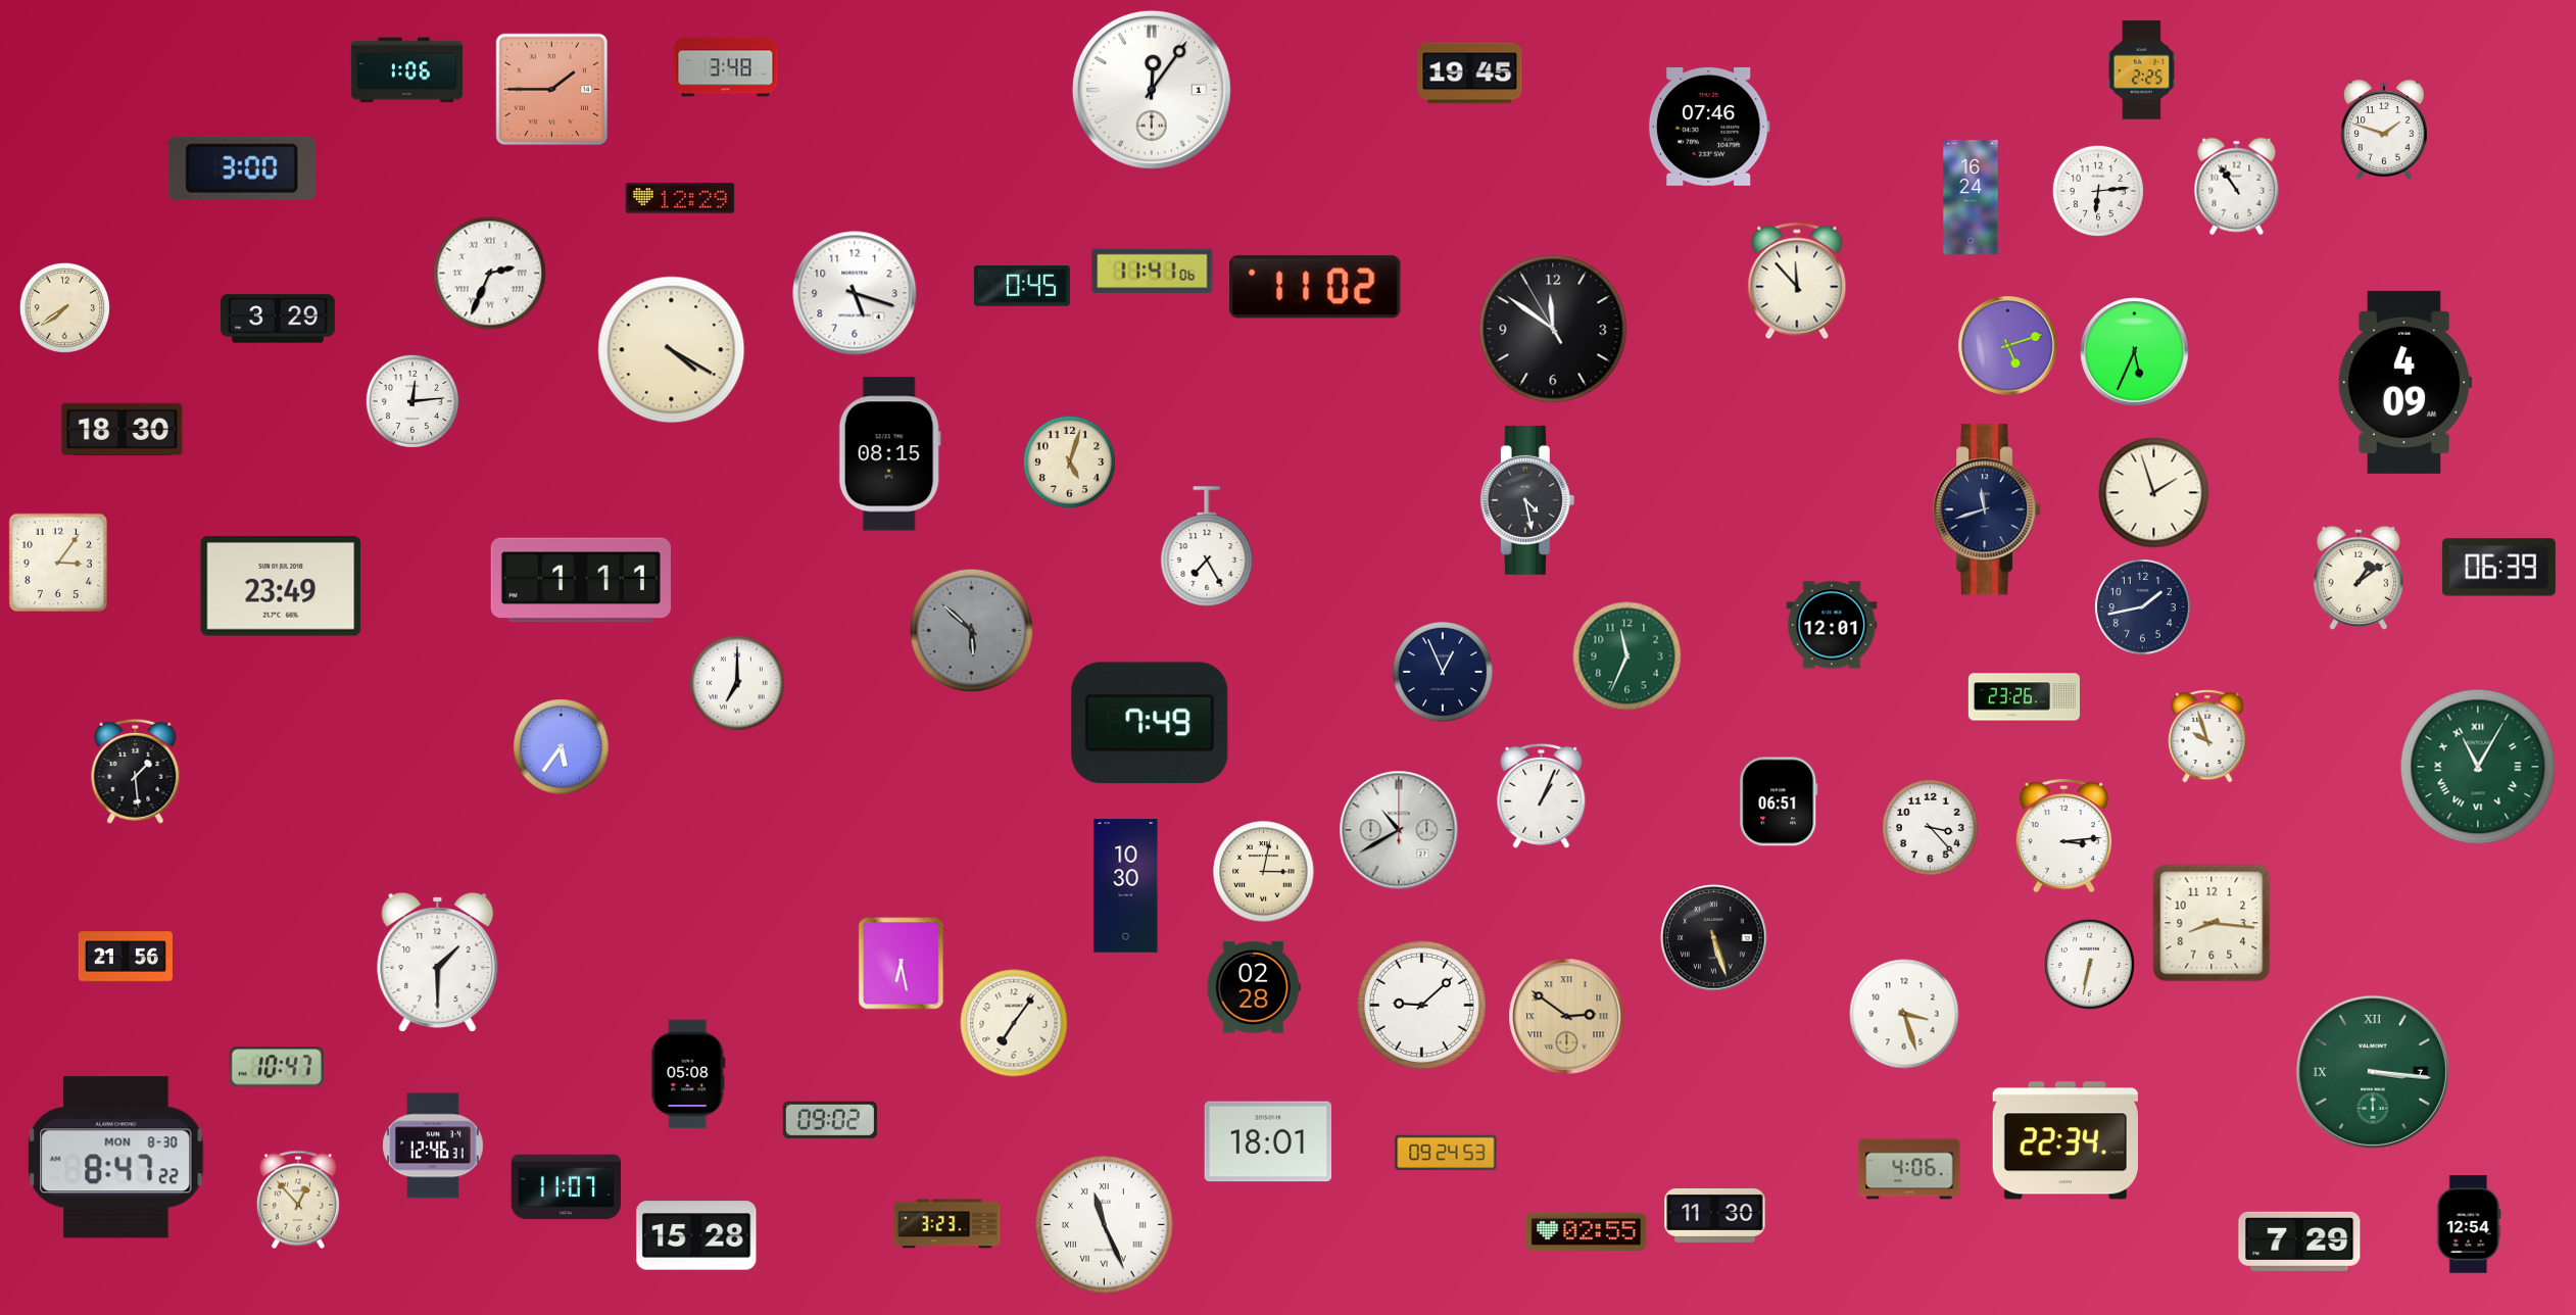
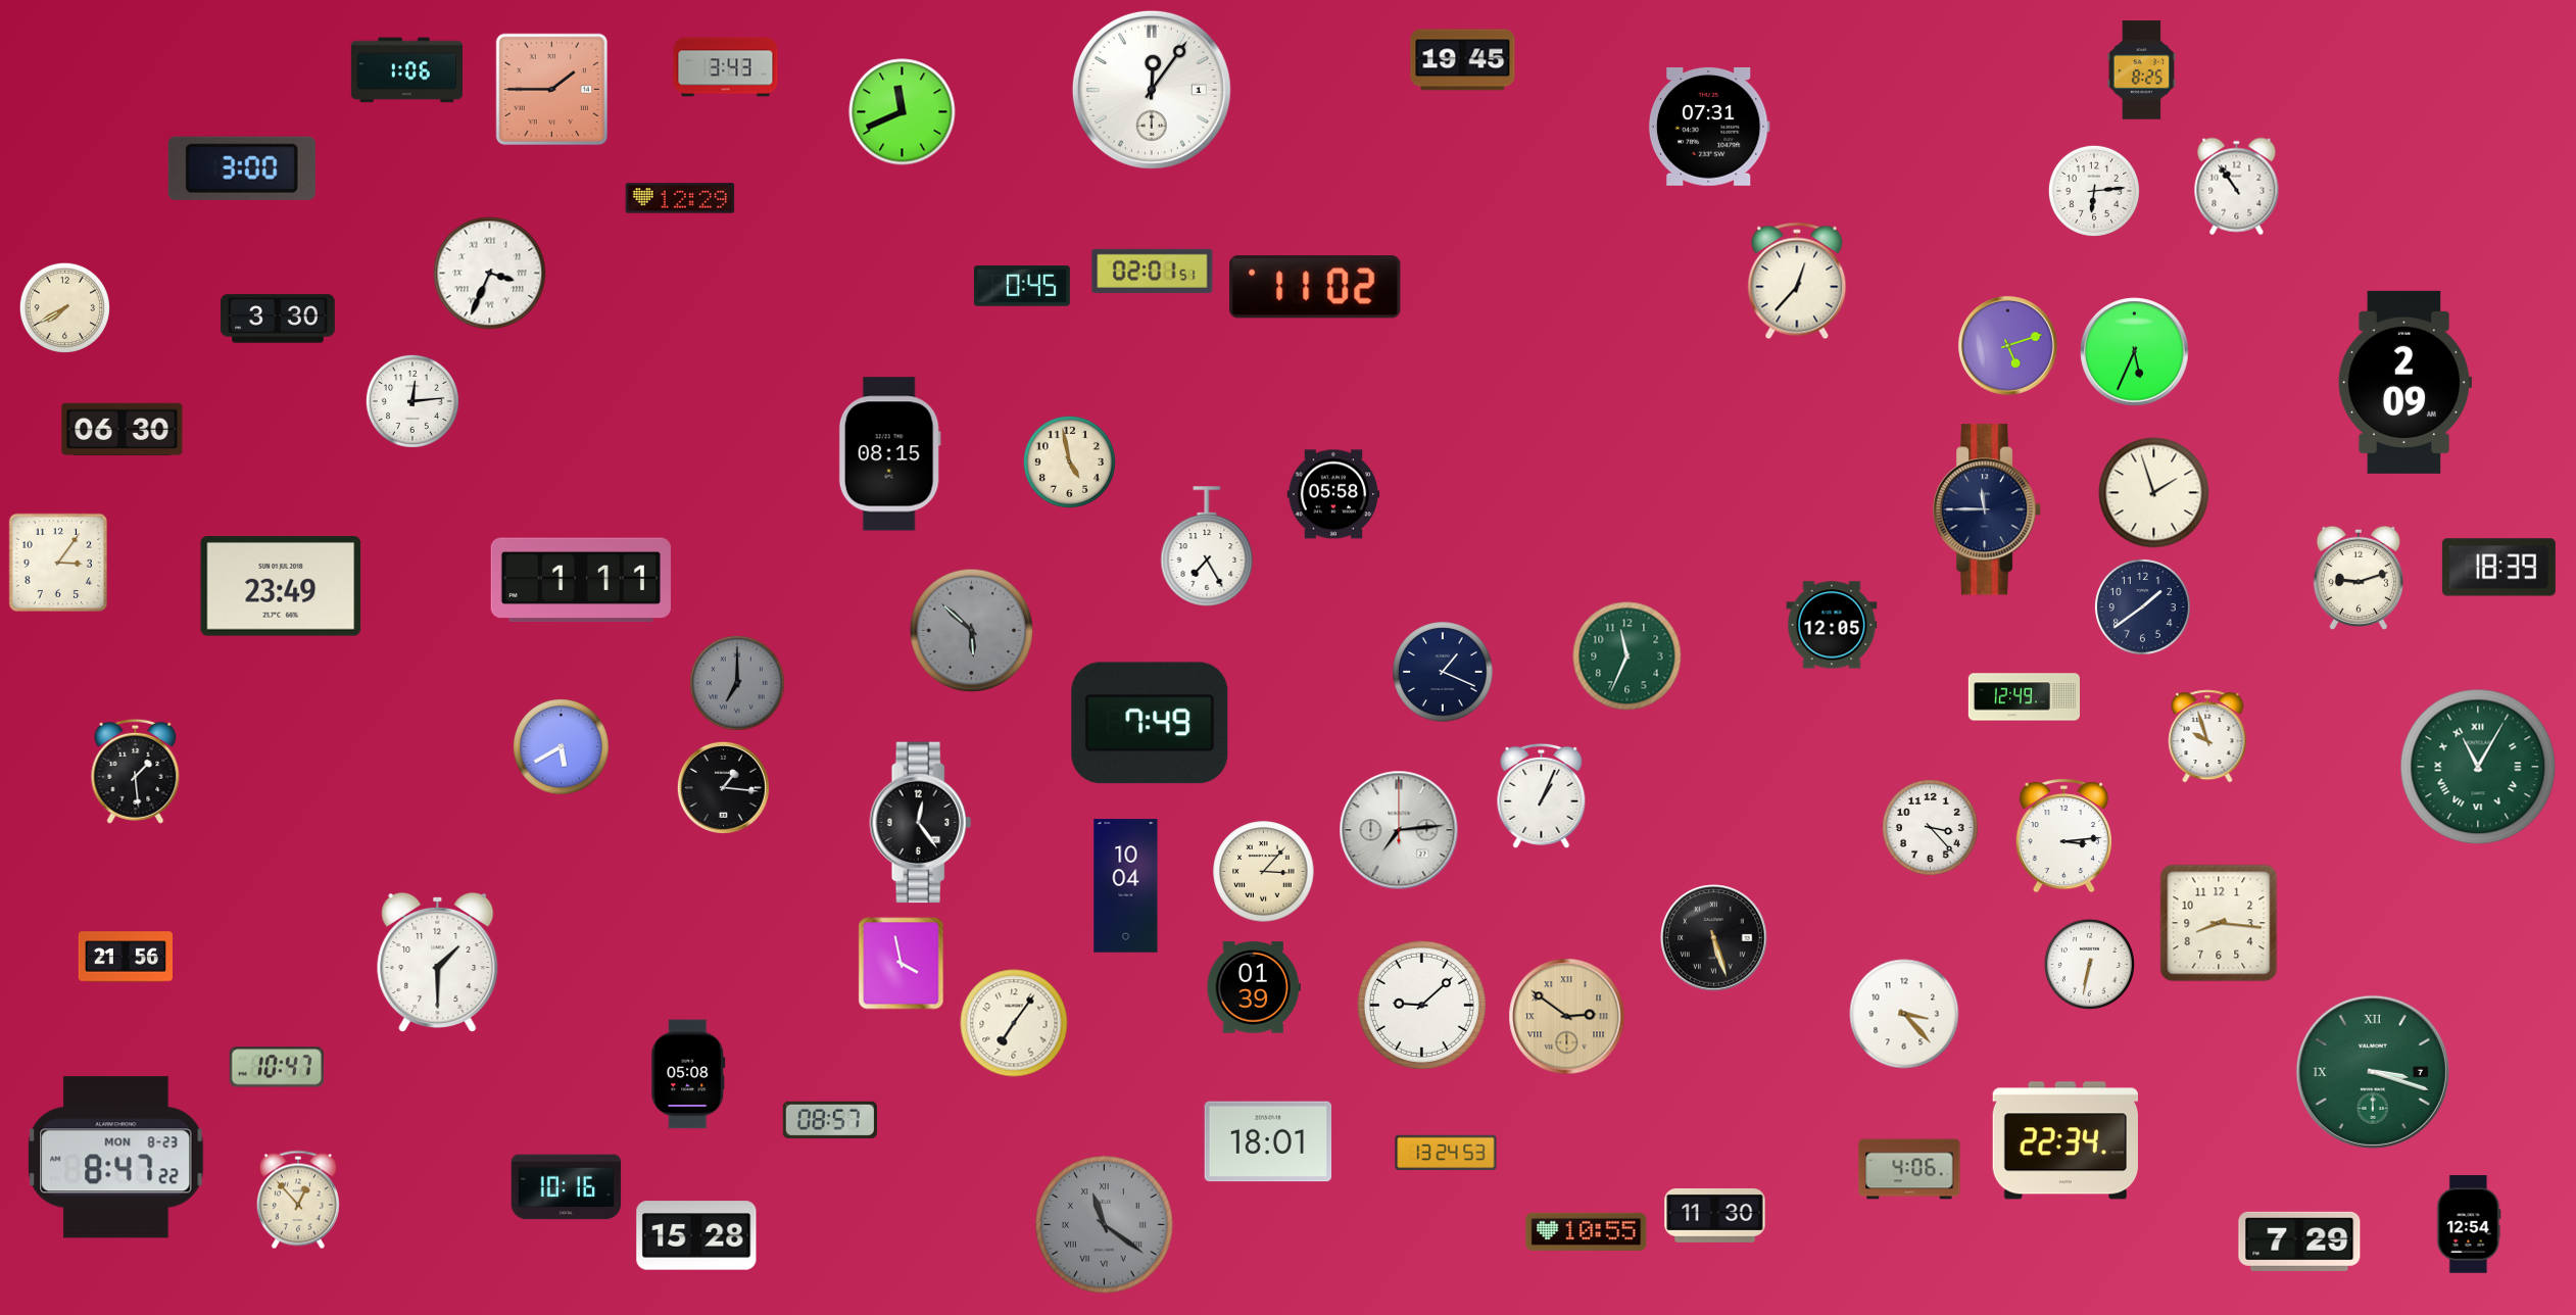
clock at (726, 67): 3:48 -> 3:43
clock at (2142, 70): 2:25 -> 8:25
clock at (1470, 74) position: (1470, 74) -> (1463, 60)
clock at (903, 112): none -> 11:41
clock at (1709, 127): 07:46 -> 07:31
clock at (2384, 130): 1:48 -> none
clock at (2098, 191) position: (2098, 191) -> (2094, 191)
clock at (1971, 198): 16:24 -> none
clock at (1153, 271): 11:41 -> 02:01
clock at (490, 274): 2:34 -> 3:34
clock at (1797, 281): 11:53 -> 12:37
clock at (855, 293): 5:18 -> none
clock at (64, 307): 7:39 -> 7:40
clock at (278, 319): 3:29 -> 3:30
clock at (1553, 329): 11:50 -> none
clock at (672, 350): 4:20 -> none
clock at (2404, 382): 4:09 -> 2:09
clock at (123, 430): 18:30 -> 06:30
clock at (1069, 461): 5:03 -> 4:58
clock at (1333, 494): none -> 05:58
clock at (1527, 500): 4:28 -> none
clock at (1987, 509): 11:42 -> 11:45
clock at (2498, 568): 06:39 -> 18:39
clock at (2358, 578): 1:09 -> 9:12
clock at (2142, 606): 1:43 -> 1:39
clock at (1832, 625): 12:01 -> 12:05
clock at (1443, 672): 12:56 -> 1:19
clock at (737, 683) dial: white -> grey
clock at (2024, 697): 23:26 -> 12:49
clock at (561, 746): 5:36 -> 5:40
clock at (723, 787): none -> 1:16
clock at (1779, 801): 06:51 -> none
clock at (921, 823): none -> 12:24
clock at (1399, 830): 10:40 -> 7:14
clock at (1264, 872): 3:02 -> 3:07
clock at (1126, 886): 10:30 -> 10:04
clock at (2212, 923) position: (2212, 923) -> (2219, 923)
clock at (902, 964): 6:28 -> 3:58
clock at (1254, 987): 02:28 -> 01:39
clock at (1904, 1014): 3:27 -> 3:23
clock at (2373, 1072): 3:16 -> 3:18
clock at (830, 1120): 09:02 -> 08:57
clock at (433, 1146): 12:46 -> none
clock at (1446, 1153): 09:24 -> 13:24
clock at (116, 1158) date: MON 8-30 -> MON 8-23
clock at (567, 1187): 11:07 -> 10:16
clock at (947, 1224): 3:23 -> none
clock at (1105, 1225): 11:26 -> 11:21
clock at (1105, 1225) dial: white -> grey
clock at (1587, 1231): 02:55 -> 10:55
